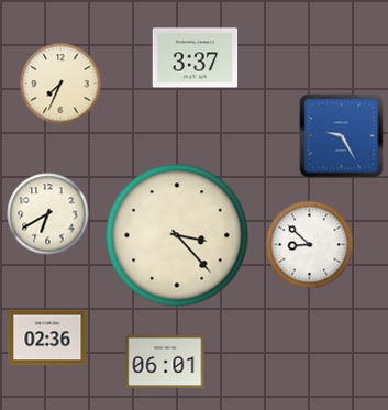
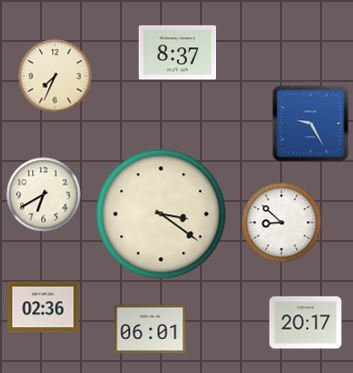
clock at (196, 58): 3:37 -> 8:37
clock at (177, 235): 3:23 -> 3:21
clock at (306, 323): none -> 20:17
